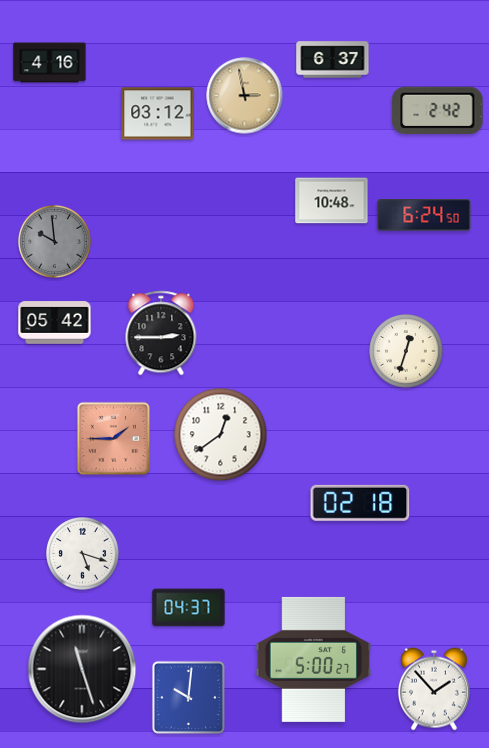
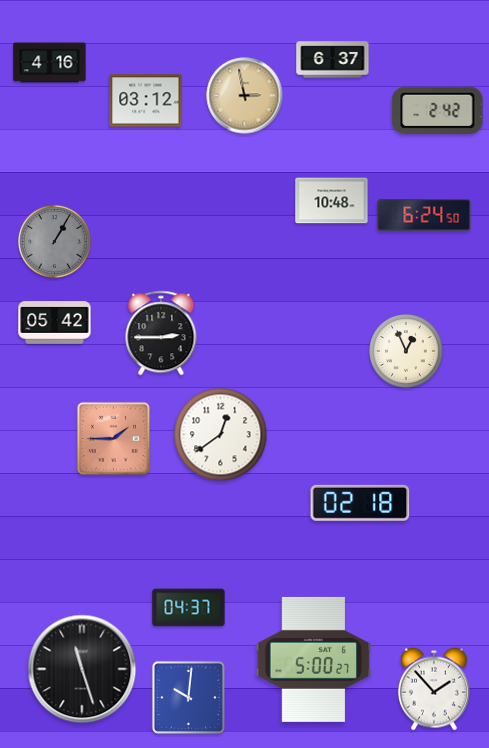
clock at (158, 114) position: (158, 114) -> (146, 101)
clock at (54, 241): 9:59 -> 1:05
clock at (407, 352): 12:33 -> 12:56
clock at (82, 553): 5:18 -> none
